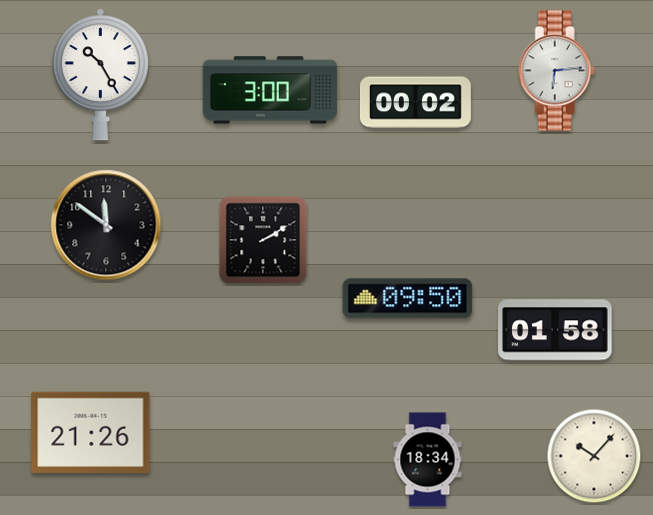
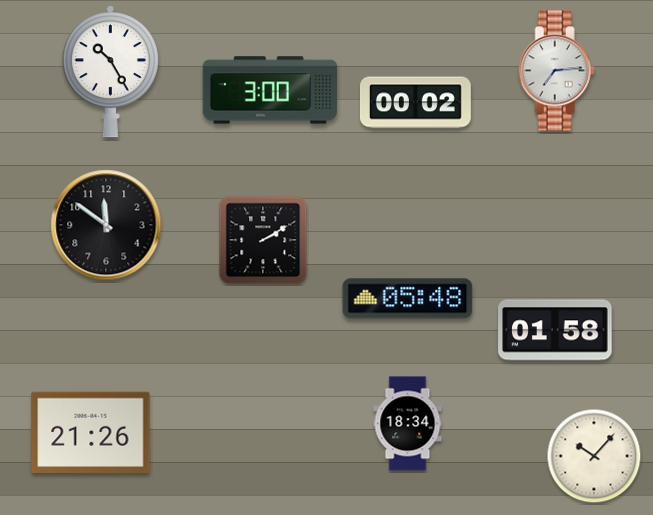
clock at (556, 71): 6:14 -> 7:14
clock at (100, 75) position: (100, 75) -> (110, 72)
clock at (408, 299): 09:50 -> 05:48
clock at (428, 460) position: (428, 460) -> (408, 424)
